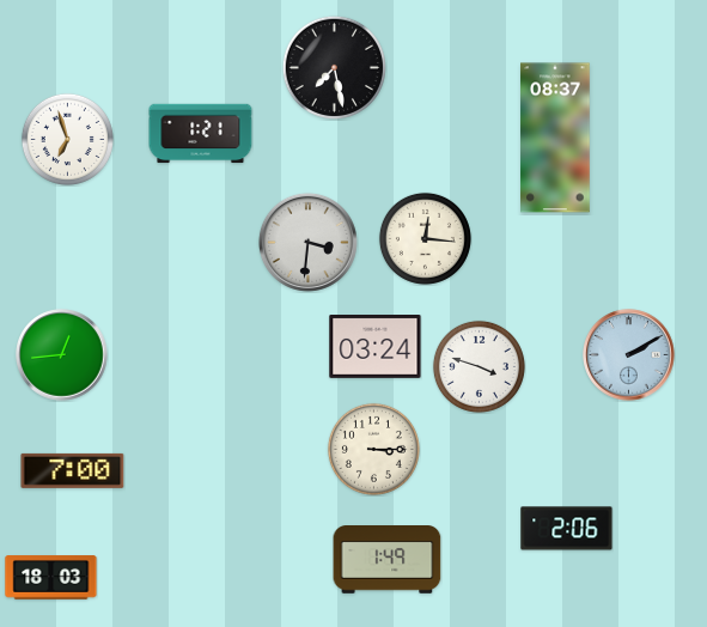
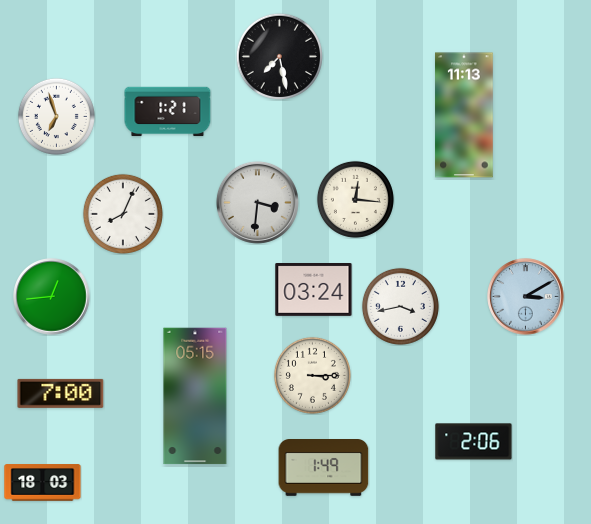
clock at (555, 138): 08:37 -> 11:13
clock at (123, 214): none -> 8:04
clock at (629, 355): 2:10 -> 3:10
clock at (479, 366): 3:48 -> 3:43
clock at (195, 396): none -> 05:15
